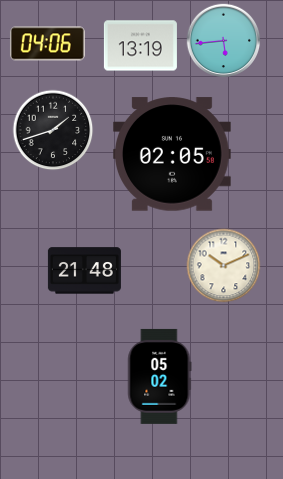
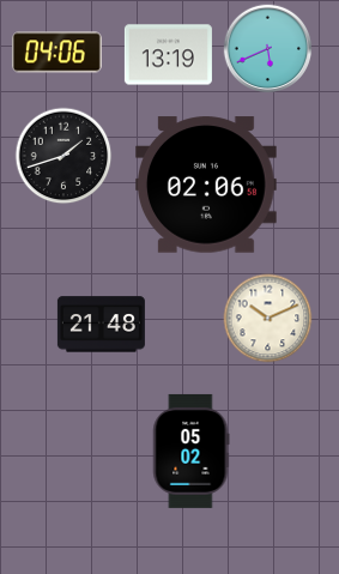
clock at (224, 41): 5:44 -> 5:41
clock at (173, 154): 02:05 -> 02:06
